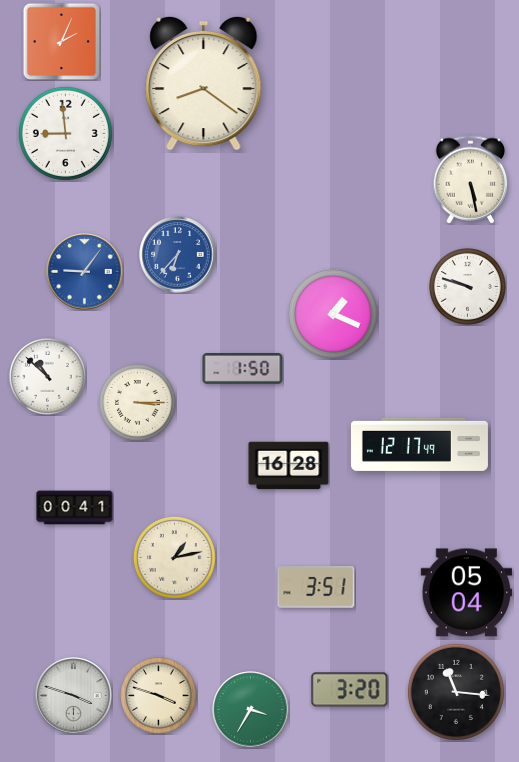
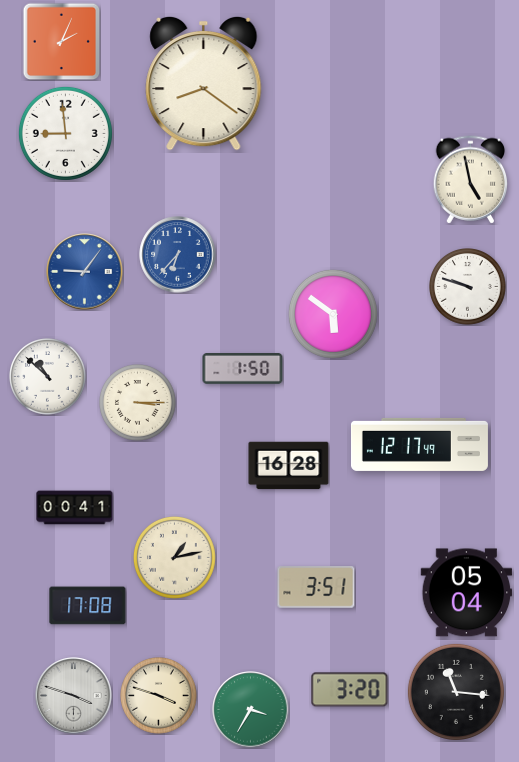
clock at (471, 180): 5:28 -> 4:58
clock at (333, 314): 1:19 -> 5:51
clock at (88, 606): none -> 17:08
